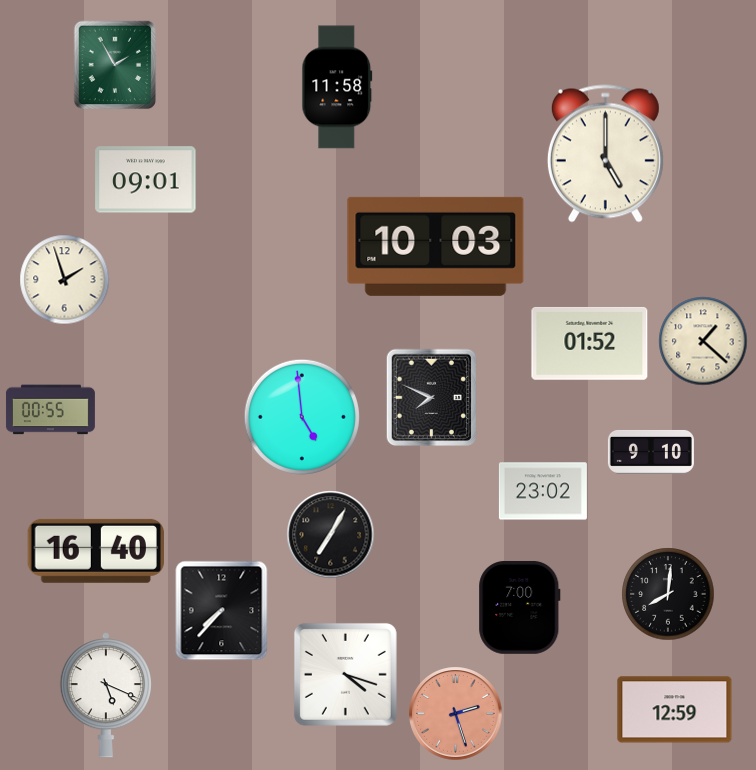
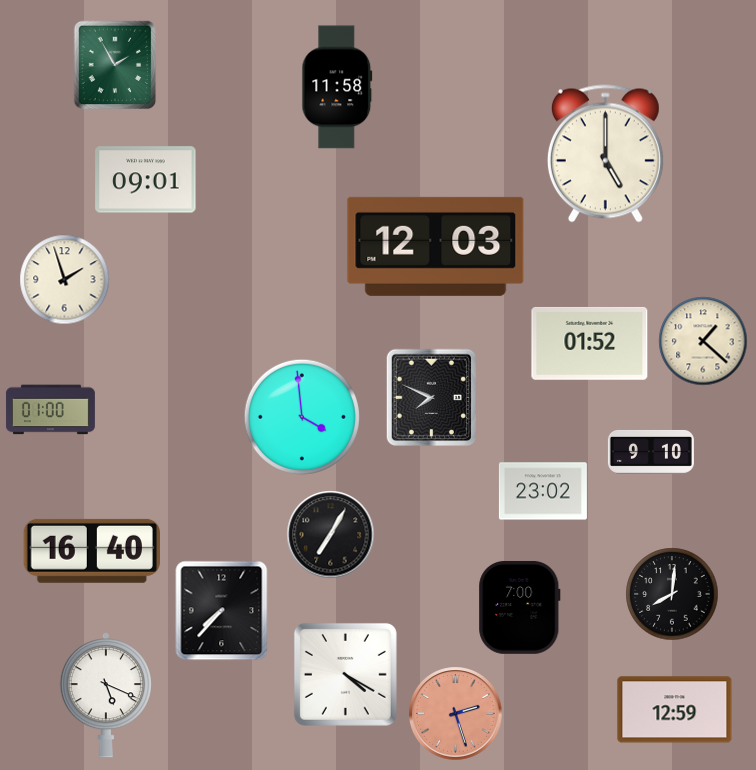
clock at (436, 246): 10:03 -> 12:03
clock at (50, 410): 00:55 -> 01:00
clock at (302, 417): 4:59 -> 3:59
clock at (96, 551) position: (96, 551) -> (92, 551)
clock at (668, 594) position: (668, 594) -> (672, 594)
clock at (345, 674): 4:18 -> 4:20
